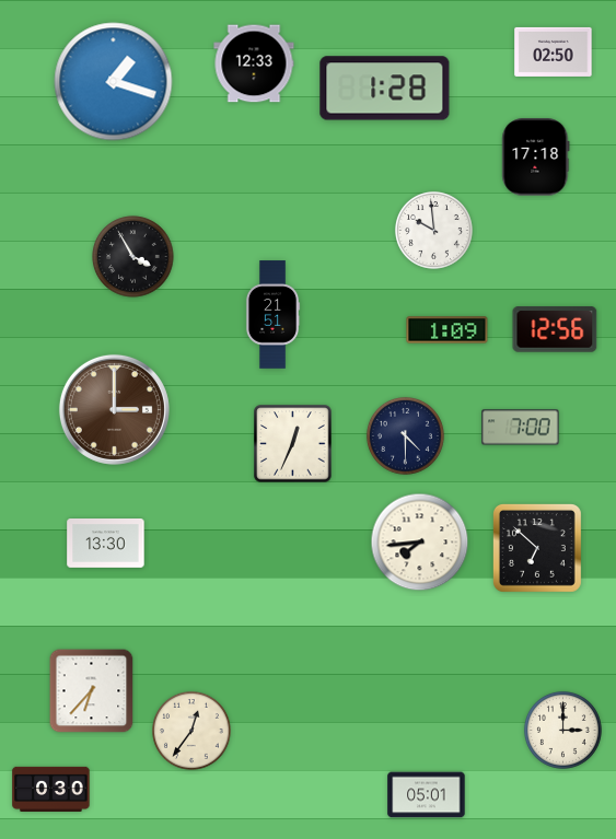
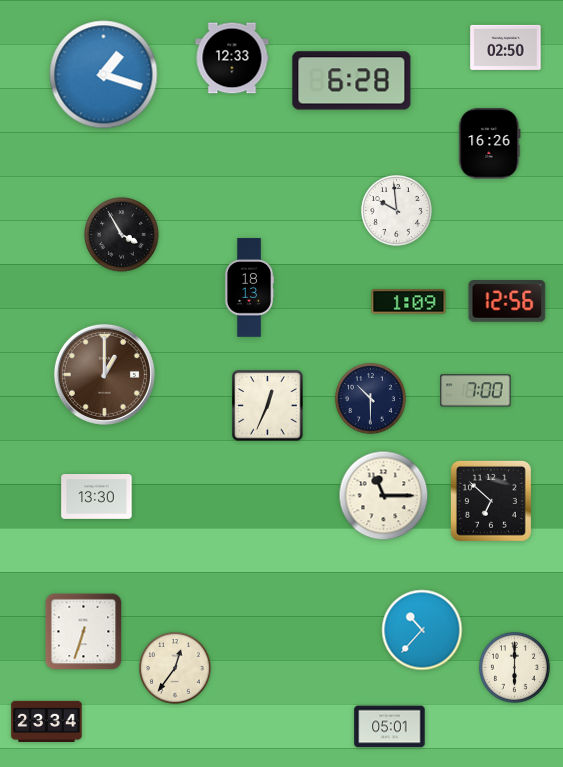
clock at (385, 89): 1:28 -> 6:28
clock at (536, 158): 17:18 -> 16:26
clock at (272, 315): 21:51 -> 18:13
clock at (114, 409): 3:00 -> 1:00
clock at (405, 435): 4:30 -> 10:30
clock at (420, 543): 7:44 -> 11:15
clock at (422, 630): none -> 10:37
clock at (92, 691): 6:37 -> 6:33
clock at (562, 730): 3:00 -> 6:00
clock at (51, 789): 0:30 -> 23:34
